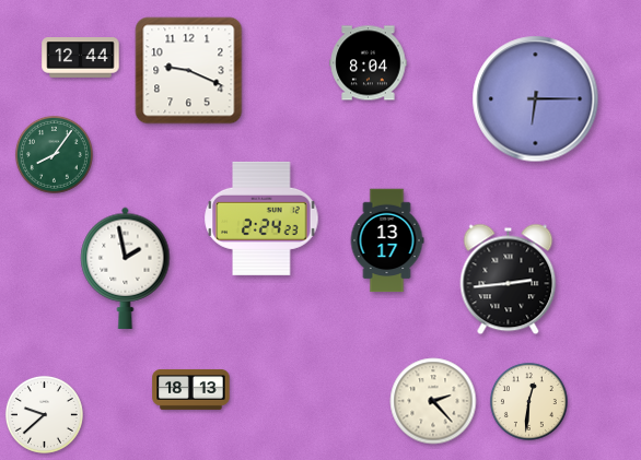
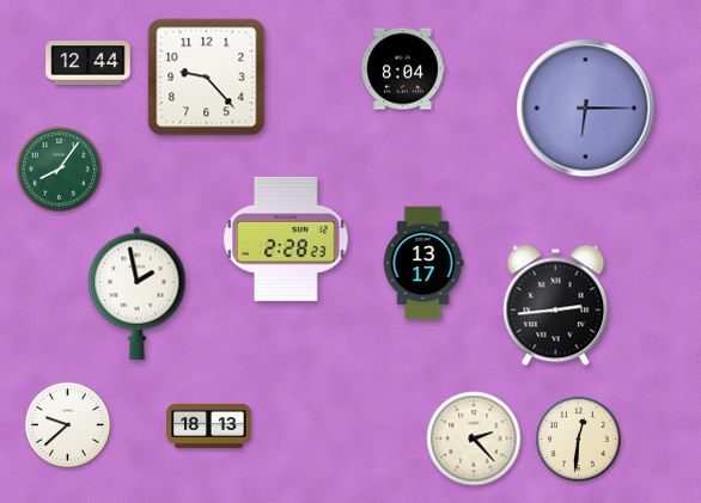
clock at (189, 71): 9:19 -> 9:23
clock at (261, 219): 2:24 -> 2:28
clock at (44, 414) position: (44, 414) -> (67, 424)
